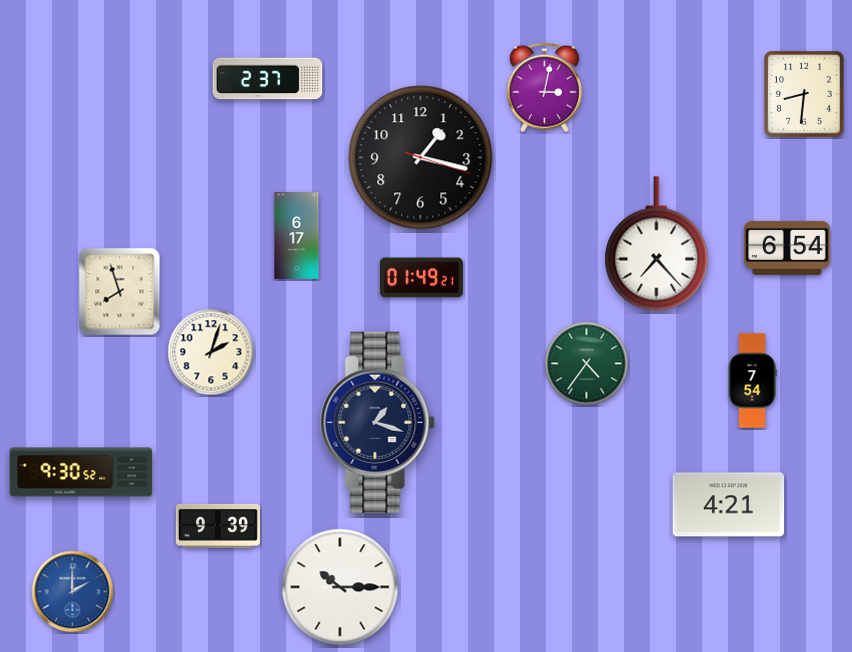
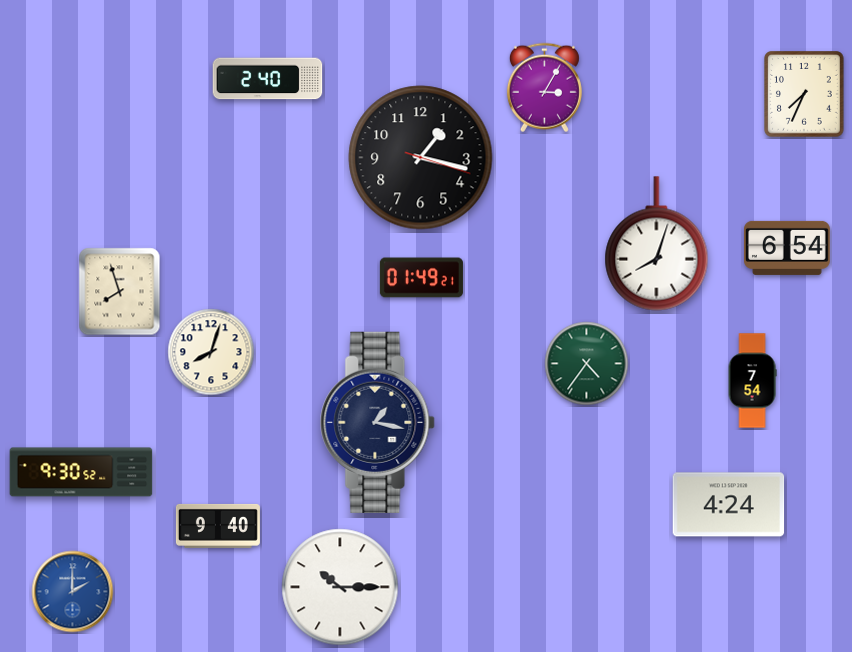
clock at (268, 79): 2:37 -> 2:40
clock at (544, 88): 3:02 -> 3:05
clock at (805, 94): 8:31 -> 7:34
clock at (297, 236): 6:17 -> none
clock at (657, 244): 7:23 -> 8:03
clock at (211, 352): 2:03 -> 8:03
clock at (378, 422): 1:18 -> 1:17
clock at (729, 505): 4:21 -> 4:24
clock at (218, 526): 9:39 -> 9:40
